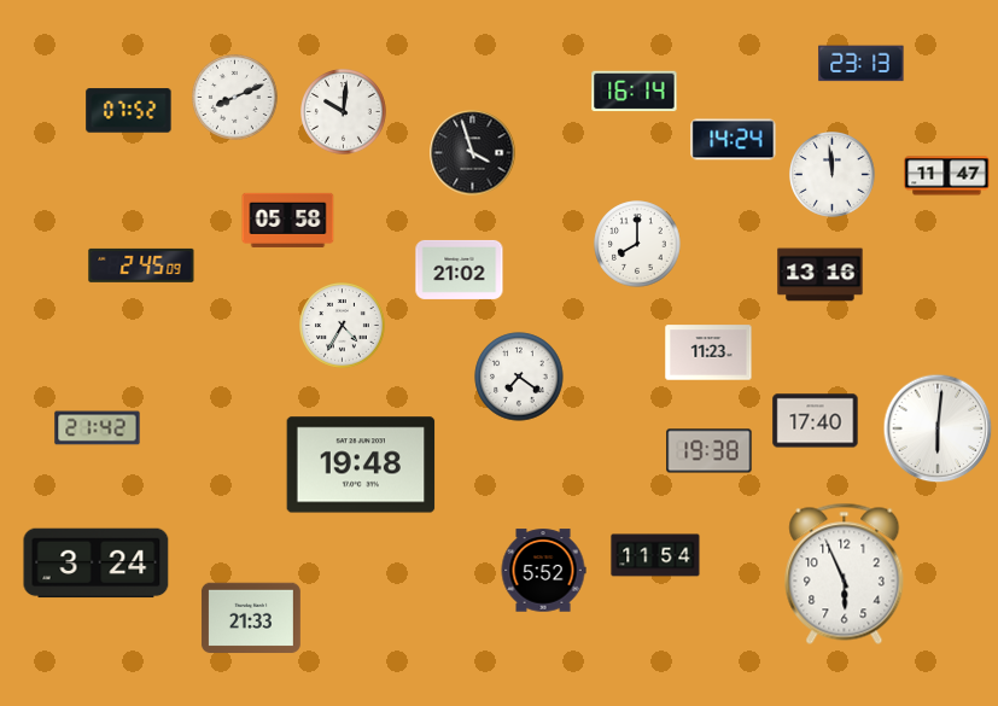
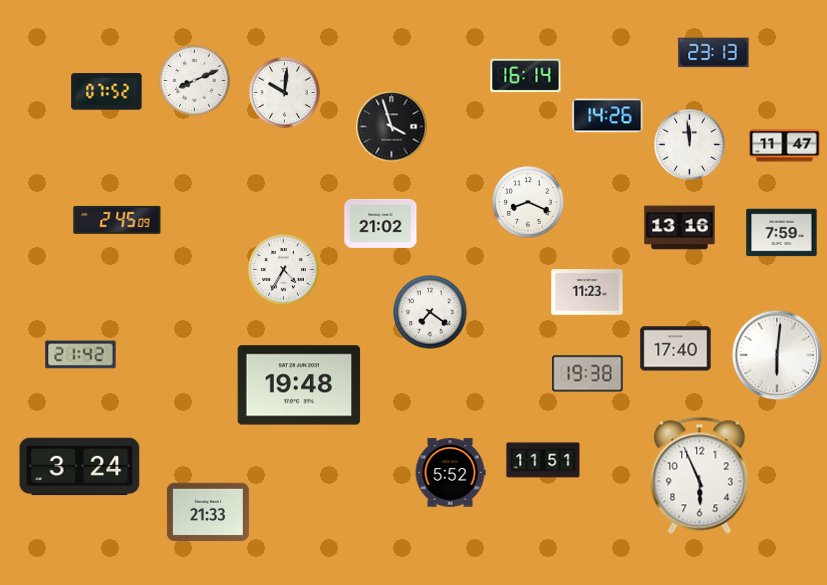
clock at (734, 140): 14:24 -> 14:26
clock at (288, 220): 05:58 -> none
clock at (637, 244): 8:00 -> 8:19
clock at (782, 233): none -> 7:59
clock at (655, 555): 11:54 -> 11:51
